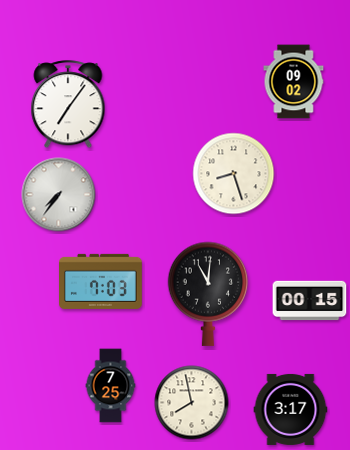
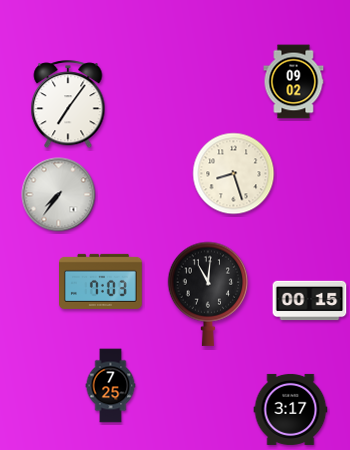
clock at (192, 403): 7:58 -> none
